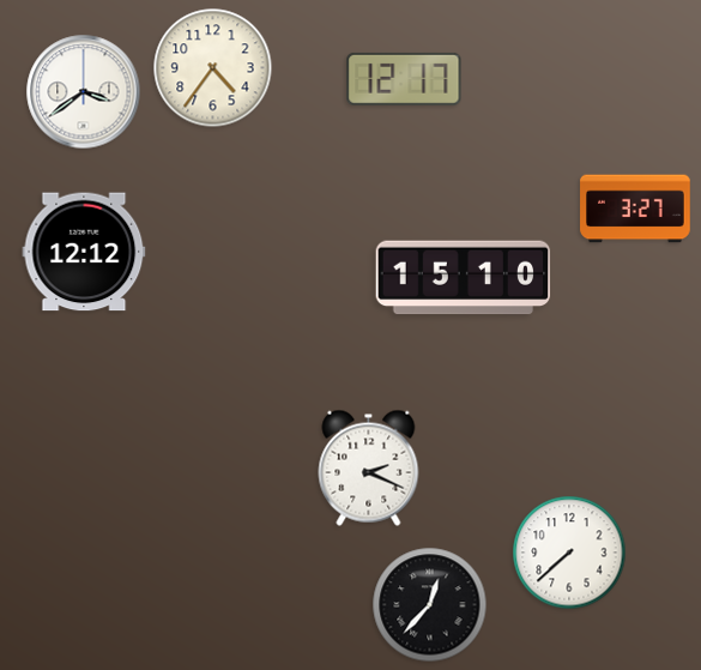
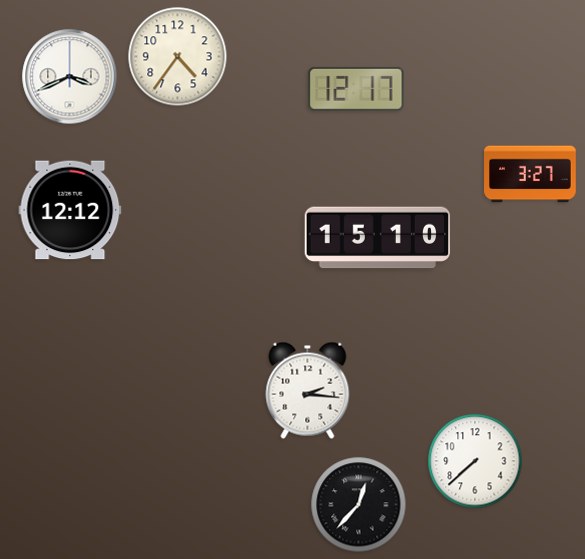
clock at (404, 79) position: (404, 79) -> (356, 89)
clock at (84, 92): 3:39 -> 3:41
clock at (464, 278) position: (464, 278) -> (378, 238)
clock at (369, 467): 2:19 -> 2:16
